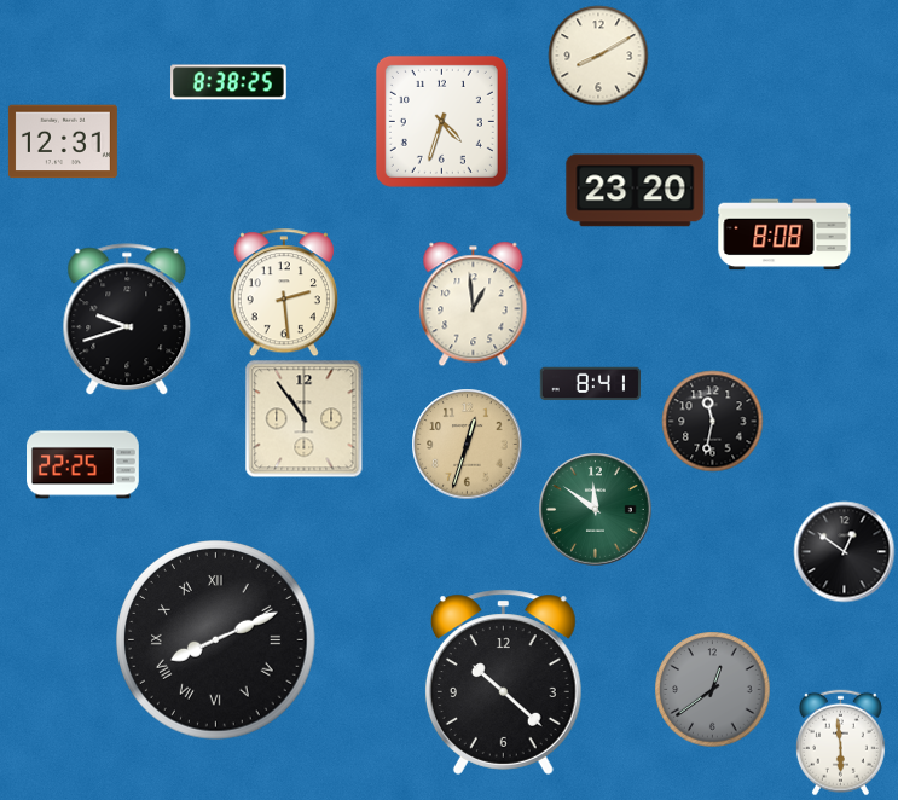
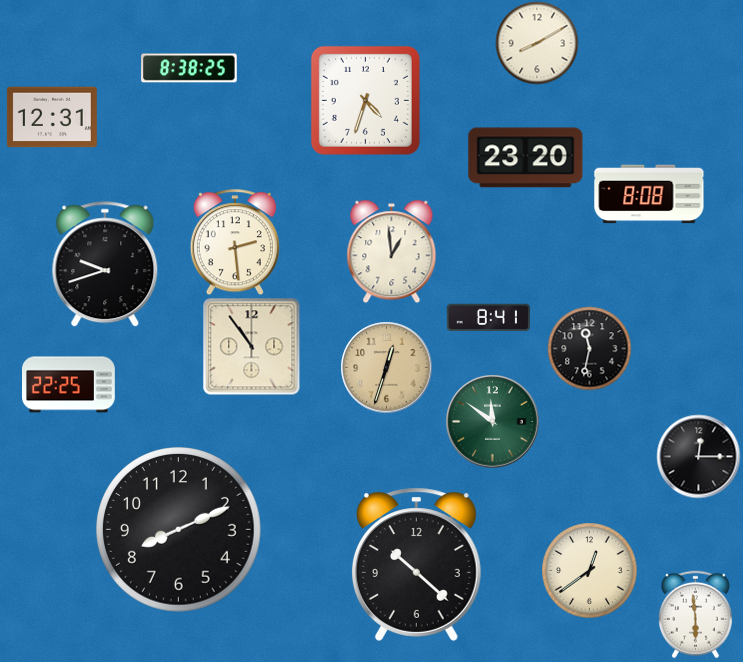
clock at (598, 56) position: (598, 56) -> (537, 43)
clock at (844, 551): 12:51 -> 12:15
clock at (216, 640) numerals: Roman -> Arabic
clock at (712, 689) dial: grey -> cream
